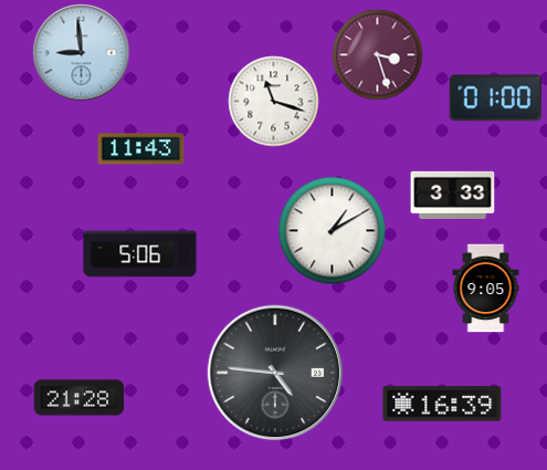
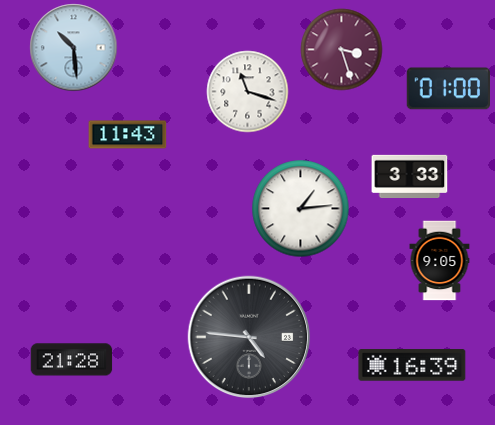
clock at (82, 53): 8:59 -> 10:29
clock at (333, 231): 1:10 -> 1:14
clock at (140, 254): 5:06 -> none
clock at (442, 404) position: (442, 404) -> (412, 365)
